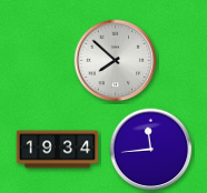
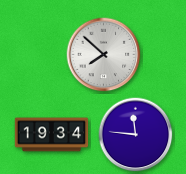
clock at (151, 150): 11:44 -> 11:46
